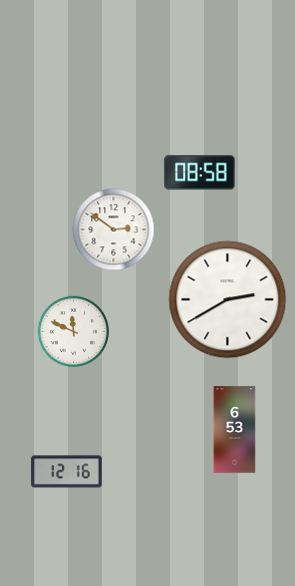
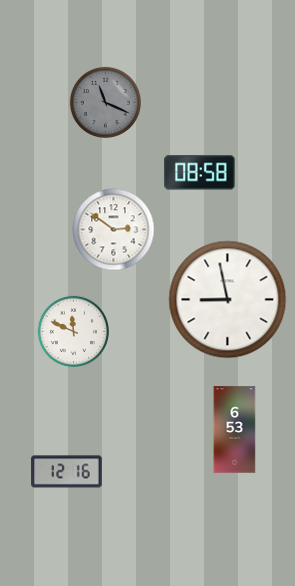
clock at (105, 102): none -> 11:19
clock at (228, 300): 2:40 -> 8:58
